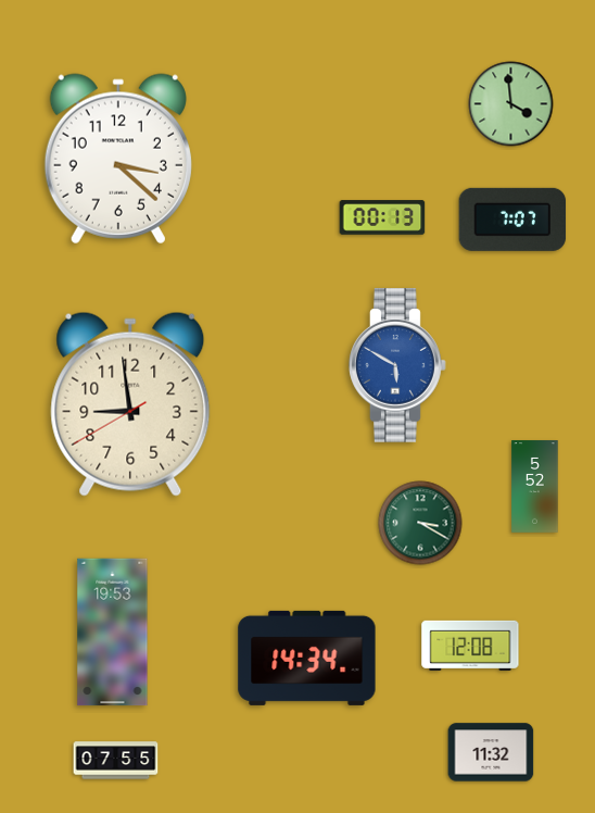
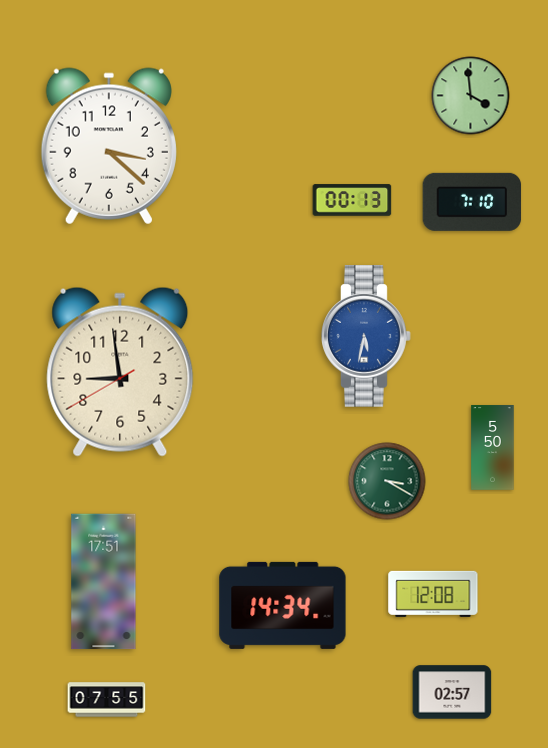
clock at (512, 220): 7:07 -> 7:10
clock at (397, 365): 5:50 -> 5:32
clock at (535, 487): 5:52 -> 5:50
clock at (113, 633): 19:53 -> 17:51
clock at (491, 752): 11:32 -> 02:57
